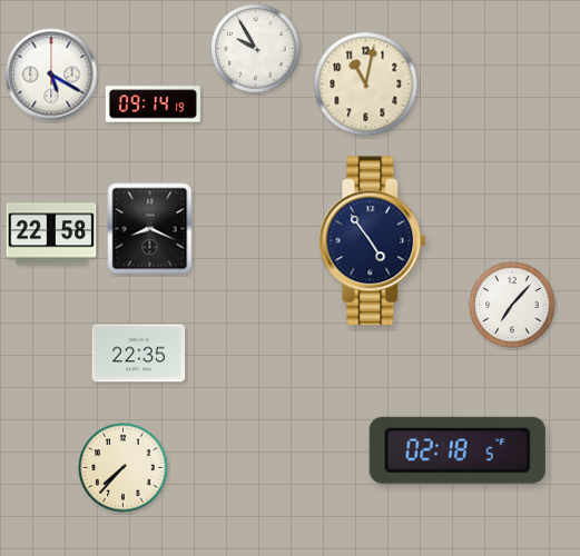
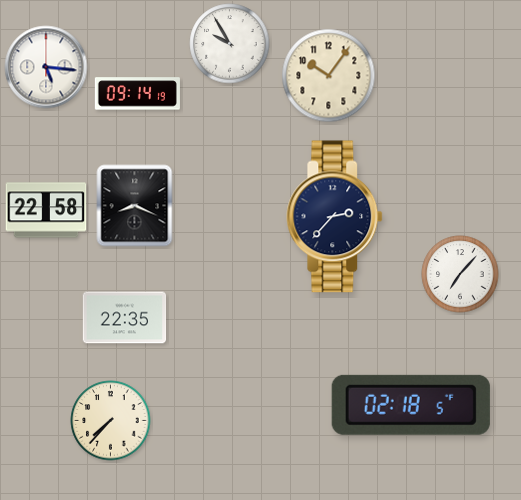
clock at (51, 75): 5:20 -> 5:16
clock at (366, 85): 11:02 -> 10:06
clock at (373, 241): 4:54 -> 2:37
